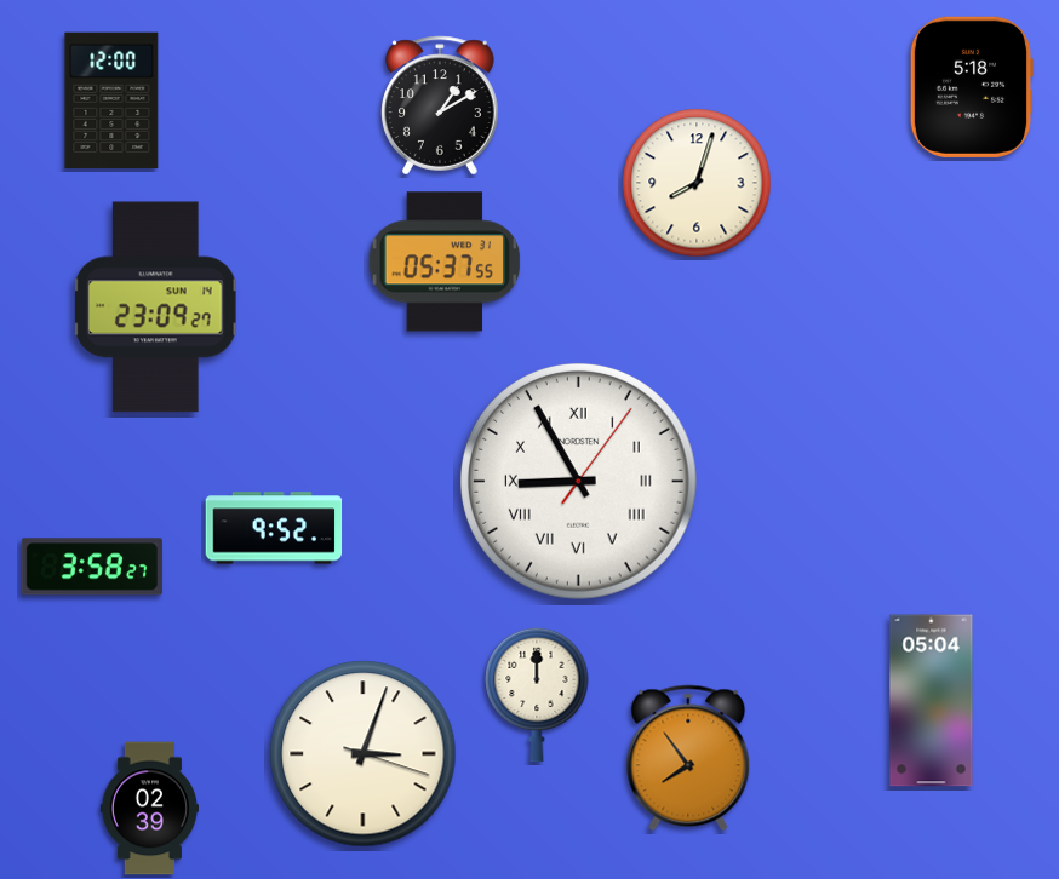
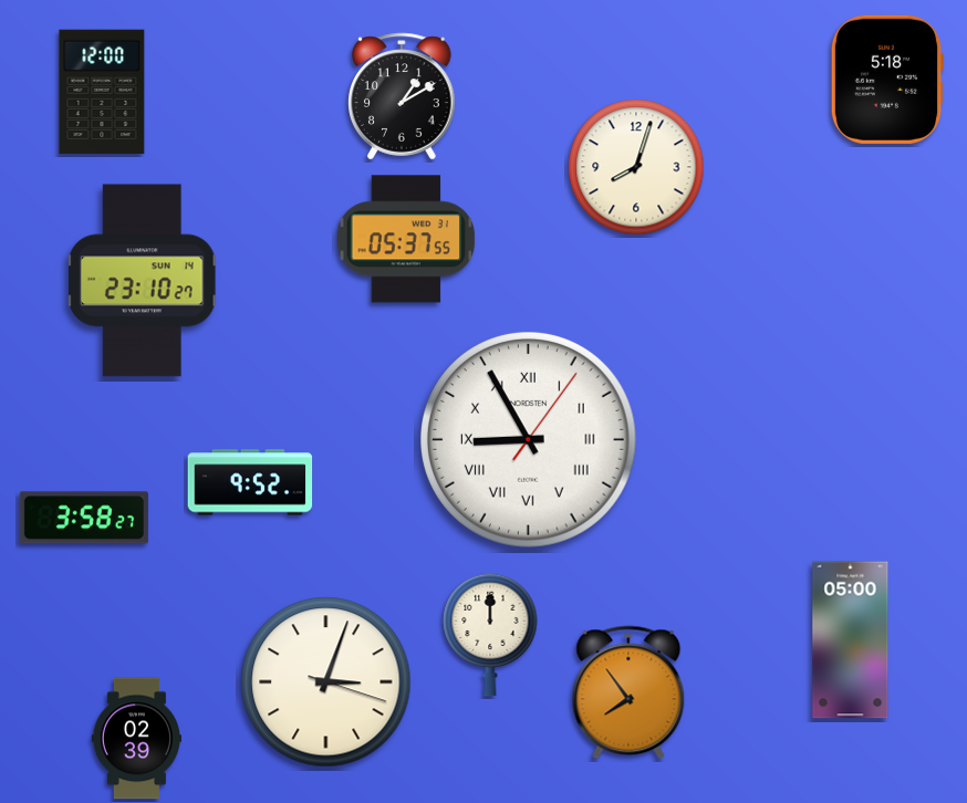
clock at (155, 308): 23:09 -> 23:10
clock at (932, 701): 05:04 -> 05:00
clock at (364, 754) position: (364, 754) -> (326, 682)
